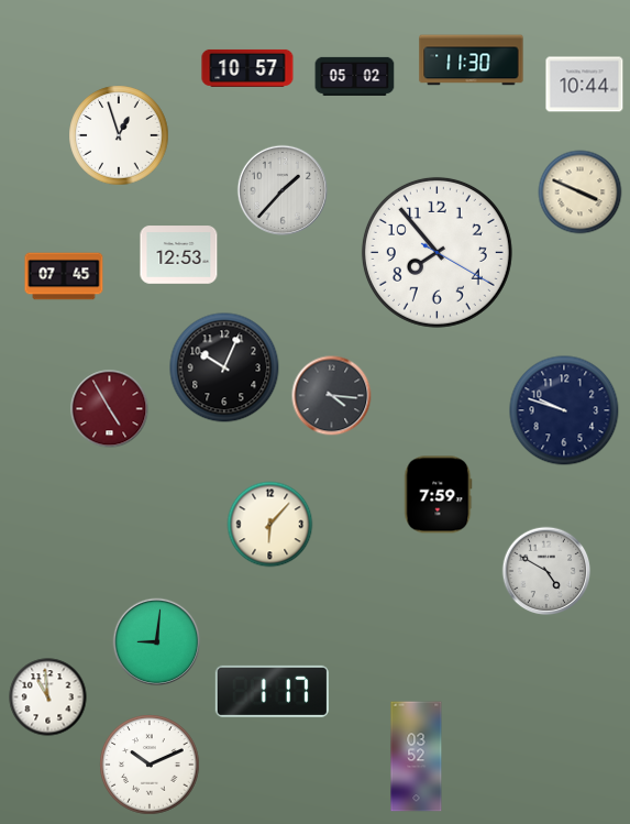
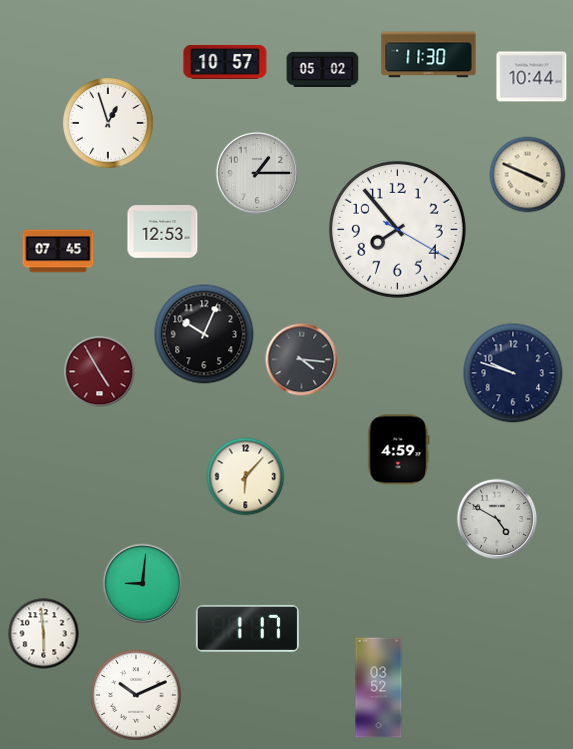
clock at (281, 189): 1:37 -> 1:15
clock at (439, 495): 7:59 -> 4:59
clock at (48, 697): 10:59 -> 5:59
